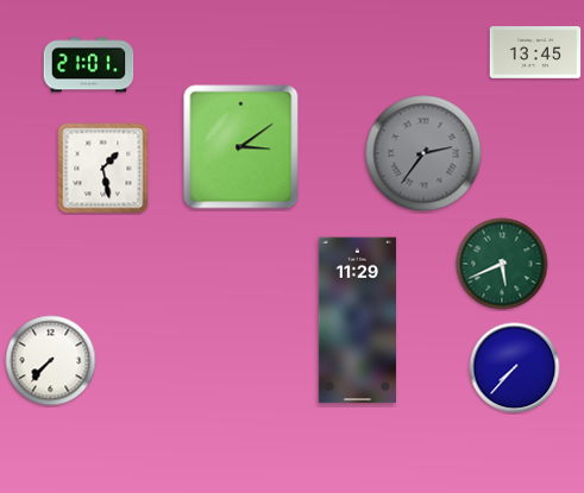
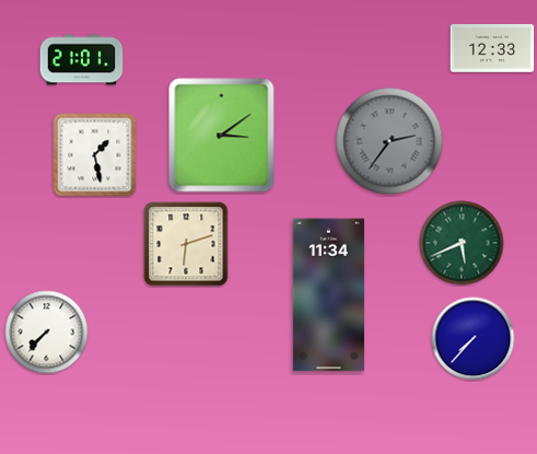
clock at (535, 52): 13:45 -> 12:33
clock at (186, 244): none -> 6:12
clock at (357, 321): 11:29 -> 11:34
